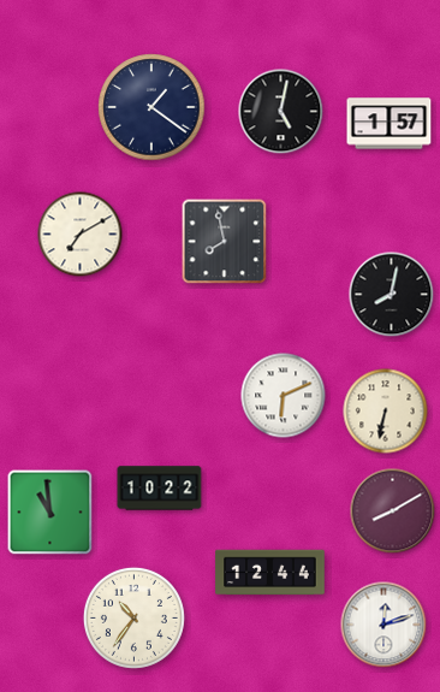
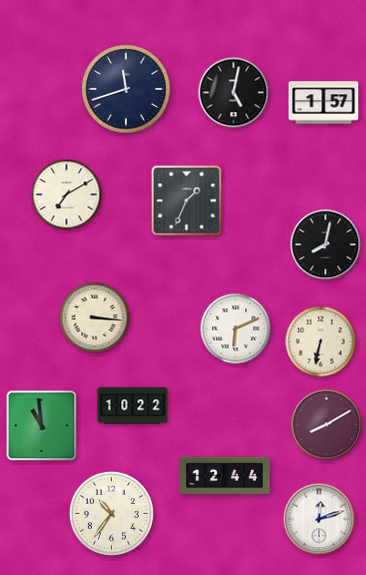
clock at (151, 107): 1:21 -> 11:42
clock at (225, 242): 7:58 -> 1:34
clock at (95, 318): none -> 3:16
